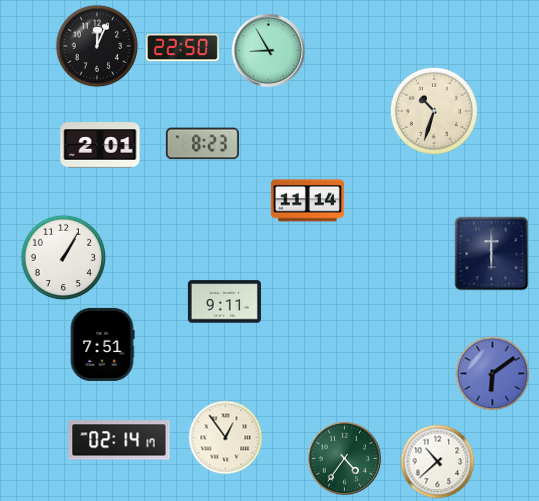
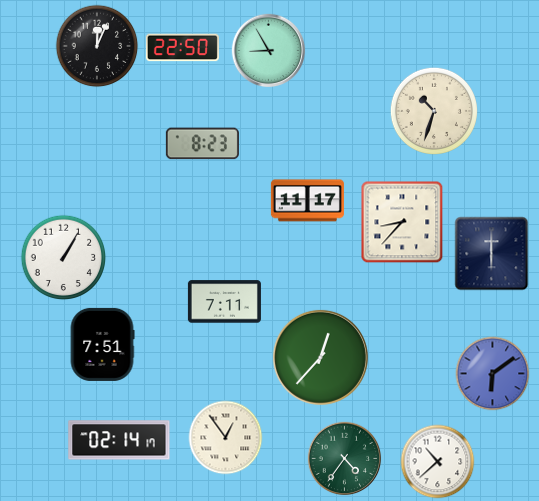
clock at (100, 145): 2:01 -> none
clock at (307, 201): 11:14 -> 11:17
clock at (402, 222): none -> 8:37
clock at (224, 302): 9:11 -> 7:11
clock at (320, 357): none -> 12:37
